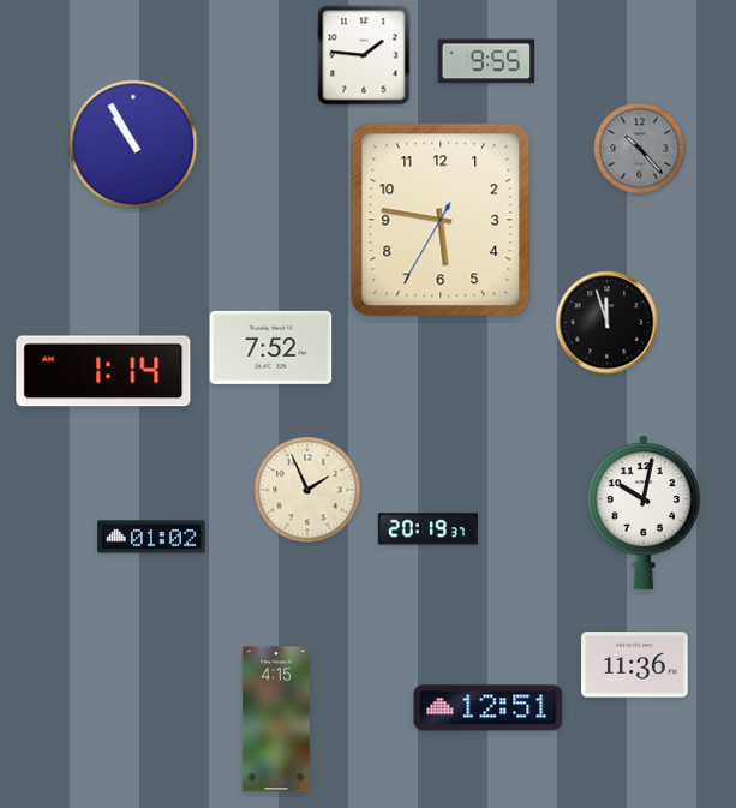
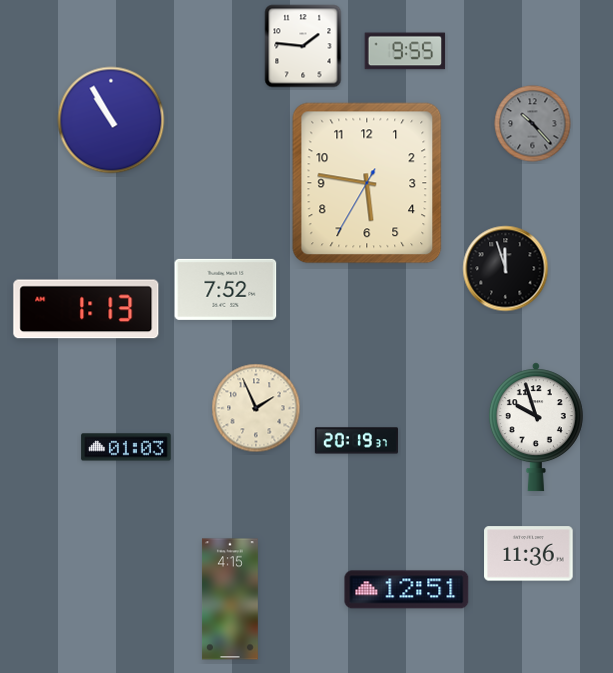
clock at (103, 371): 1:14 -> 1:13
clock at (644, 513): 10:02 -> 9:57
clock at (151, 537): 01:02 -> 01:03
